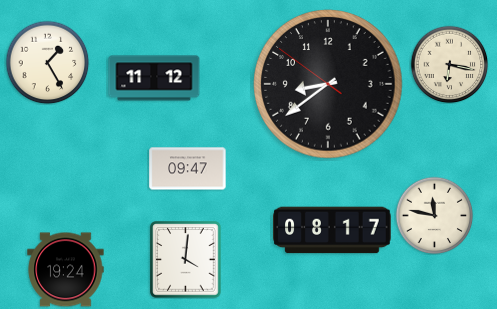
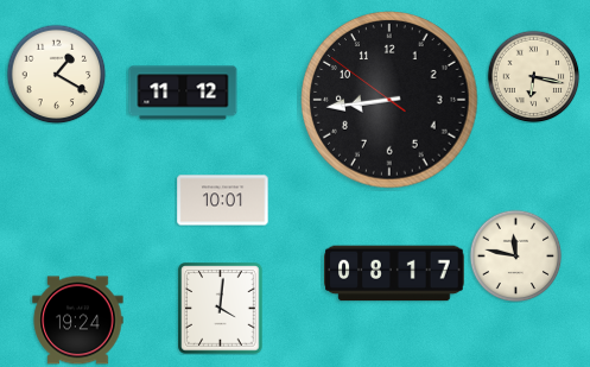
clock at (47, 62): 1:25 -> 1:20
clock at (328, 84): 8:38 -> 8:43
clock at (188, 169): 09:47 -> 10:01
